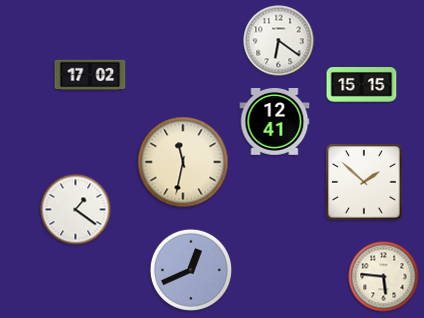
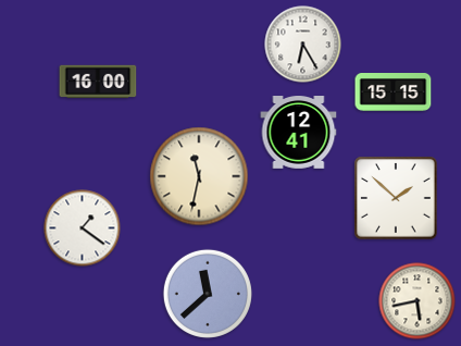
clock at (279, 41): 6:21 -> 6:25
clock at (90, 75): 17:02 -> 16:00
clock at (191, 270): 12:41 -> 11:38
clock at (384, 277): 5:46 -> 5:43
